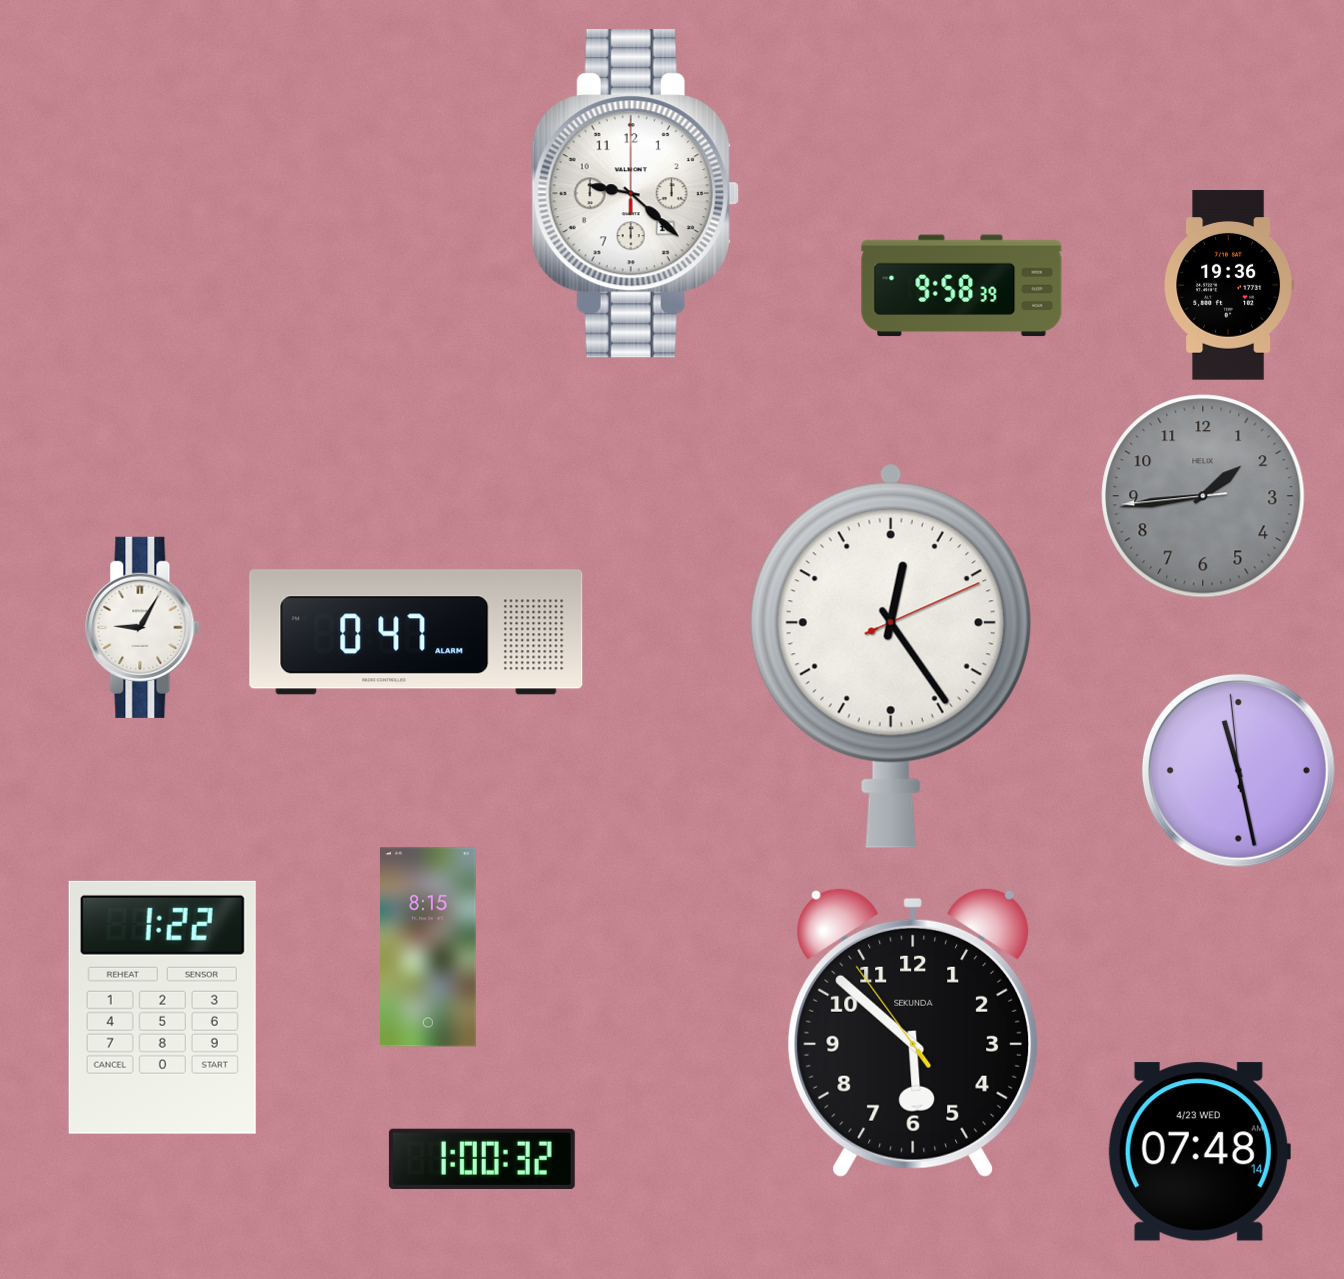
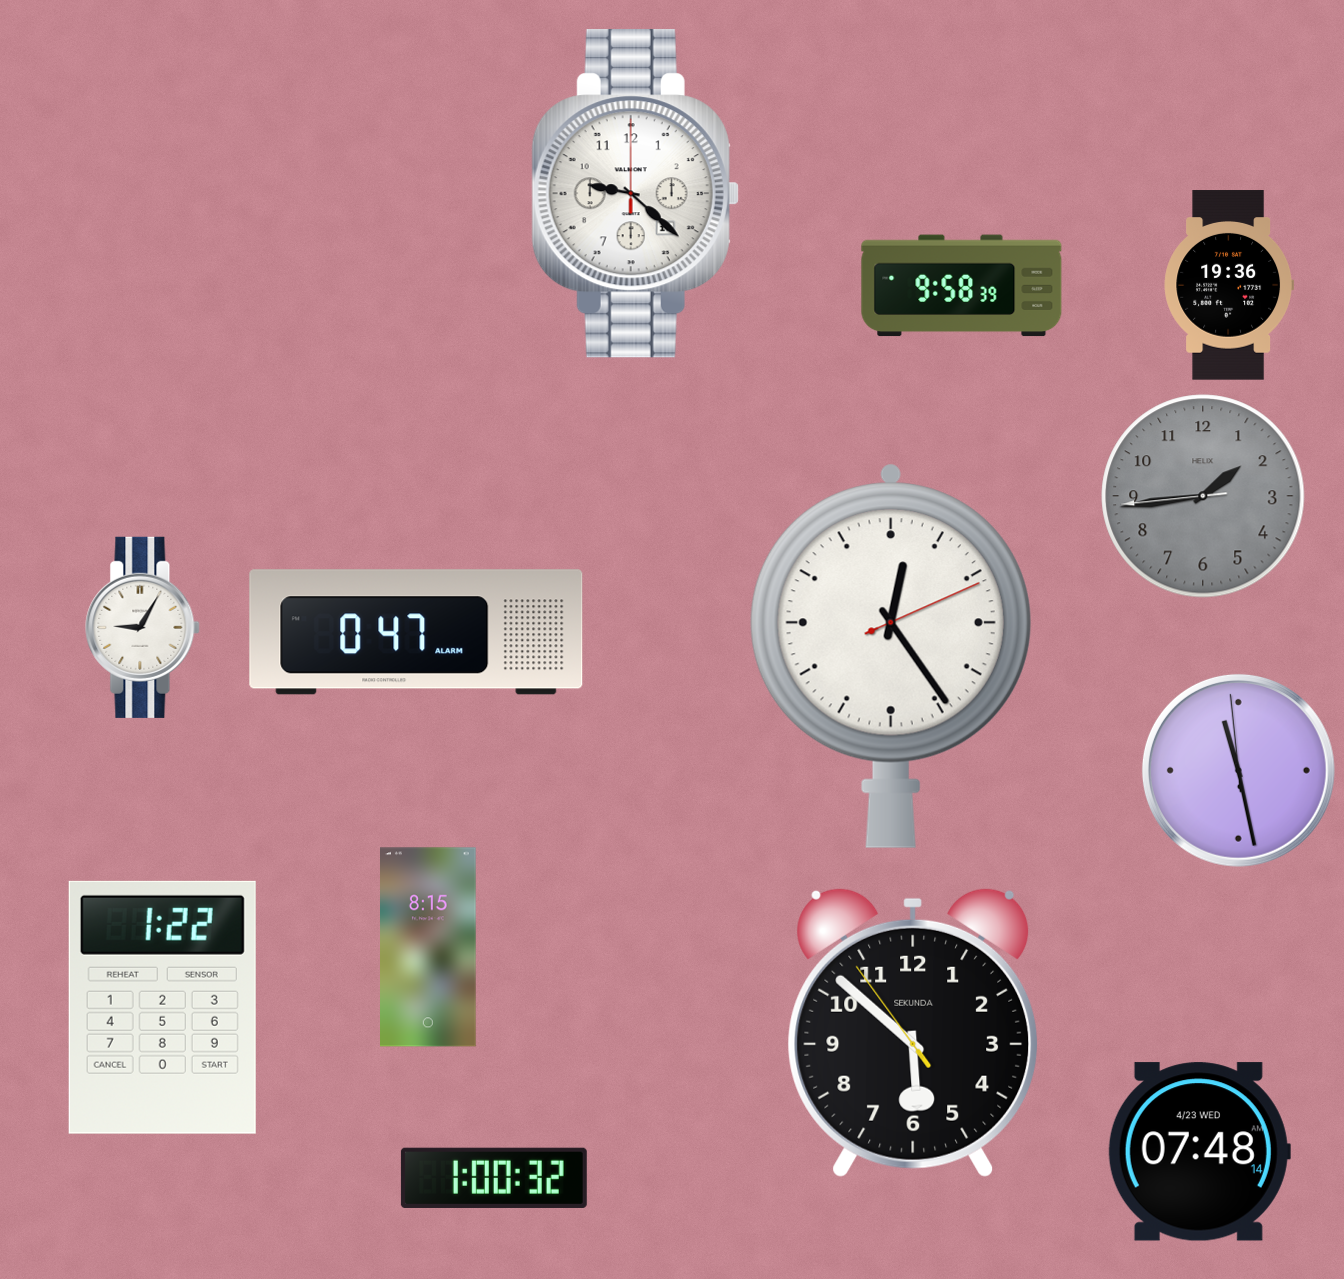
clock at (482, 1159) position: (482, 1159) -> (494, 1178)
